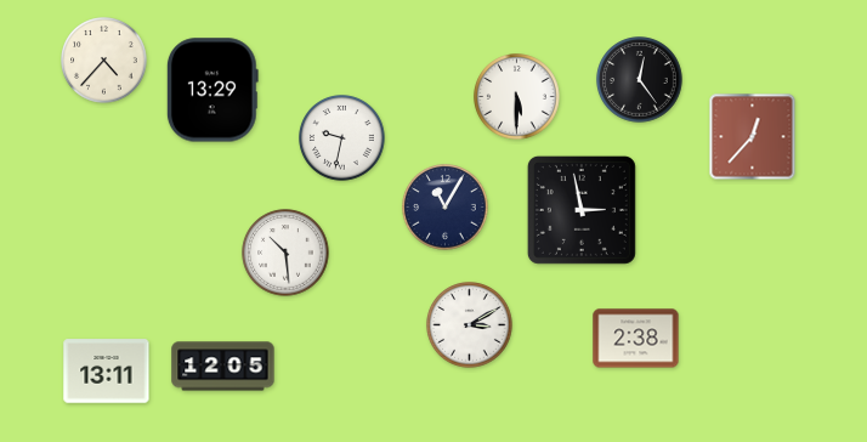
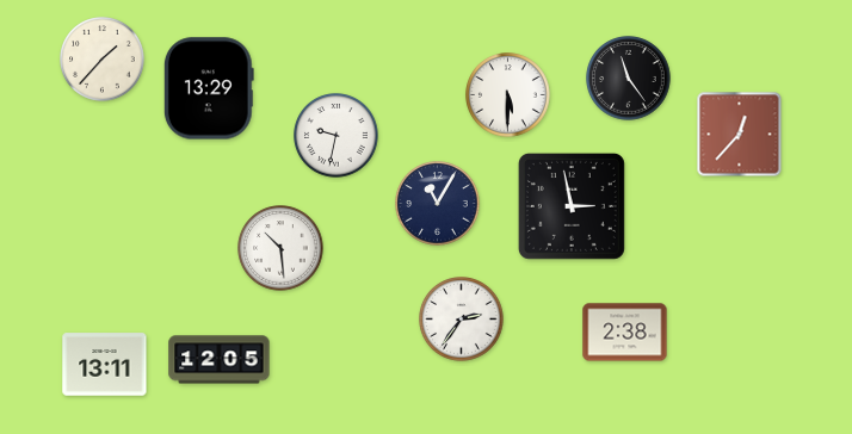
clock at (104, 61): 4:37 -> 1:37
clock at (640, 80): 12:24 -> 11:24
clock at (470, 325): 3:10 -> 2:36
